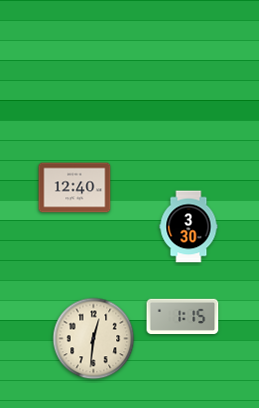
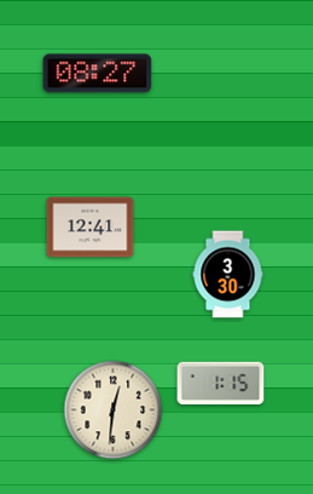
clock at (98, 74): none -> 08:27
clock at (75, 188): 12:40 -> 12:41
